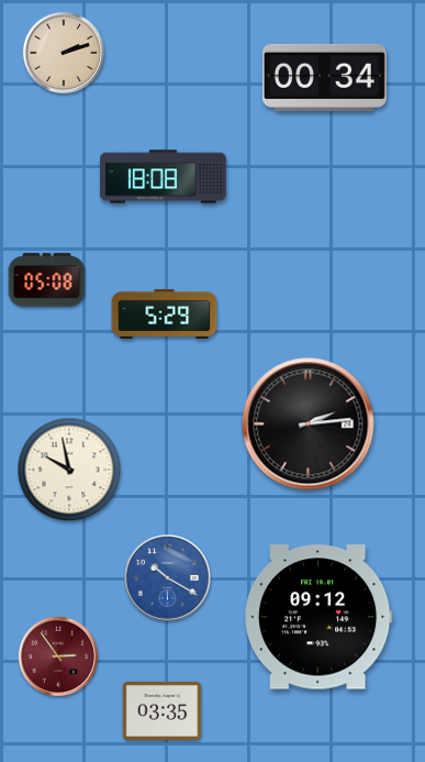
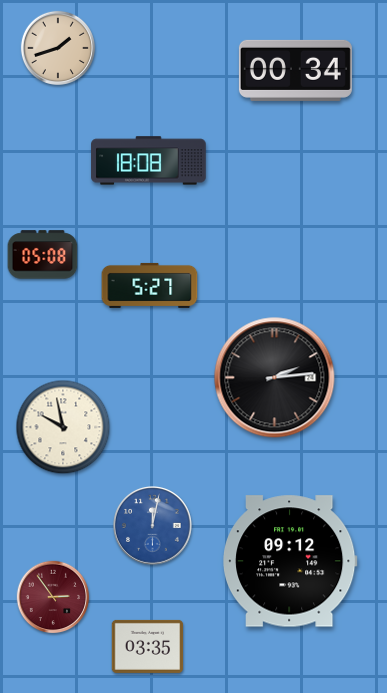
clock at (64, 53): 2:12 -> 1:42
clock at (165, 313): 5:29 -> 5:27
clock at (309, 424) position: (309, 424) -> (275, 378)
clock at (168, 578): 10:20 -> 12:02
